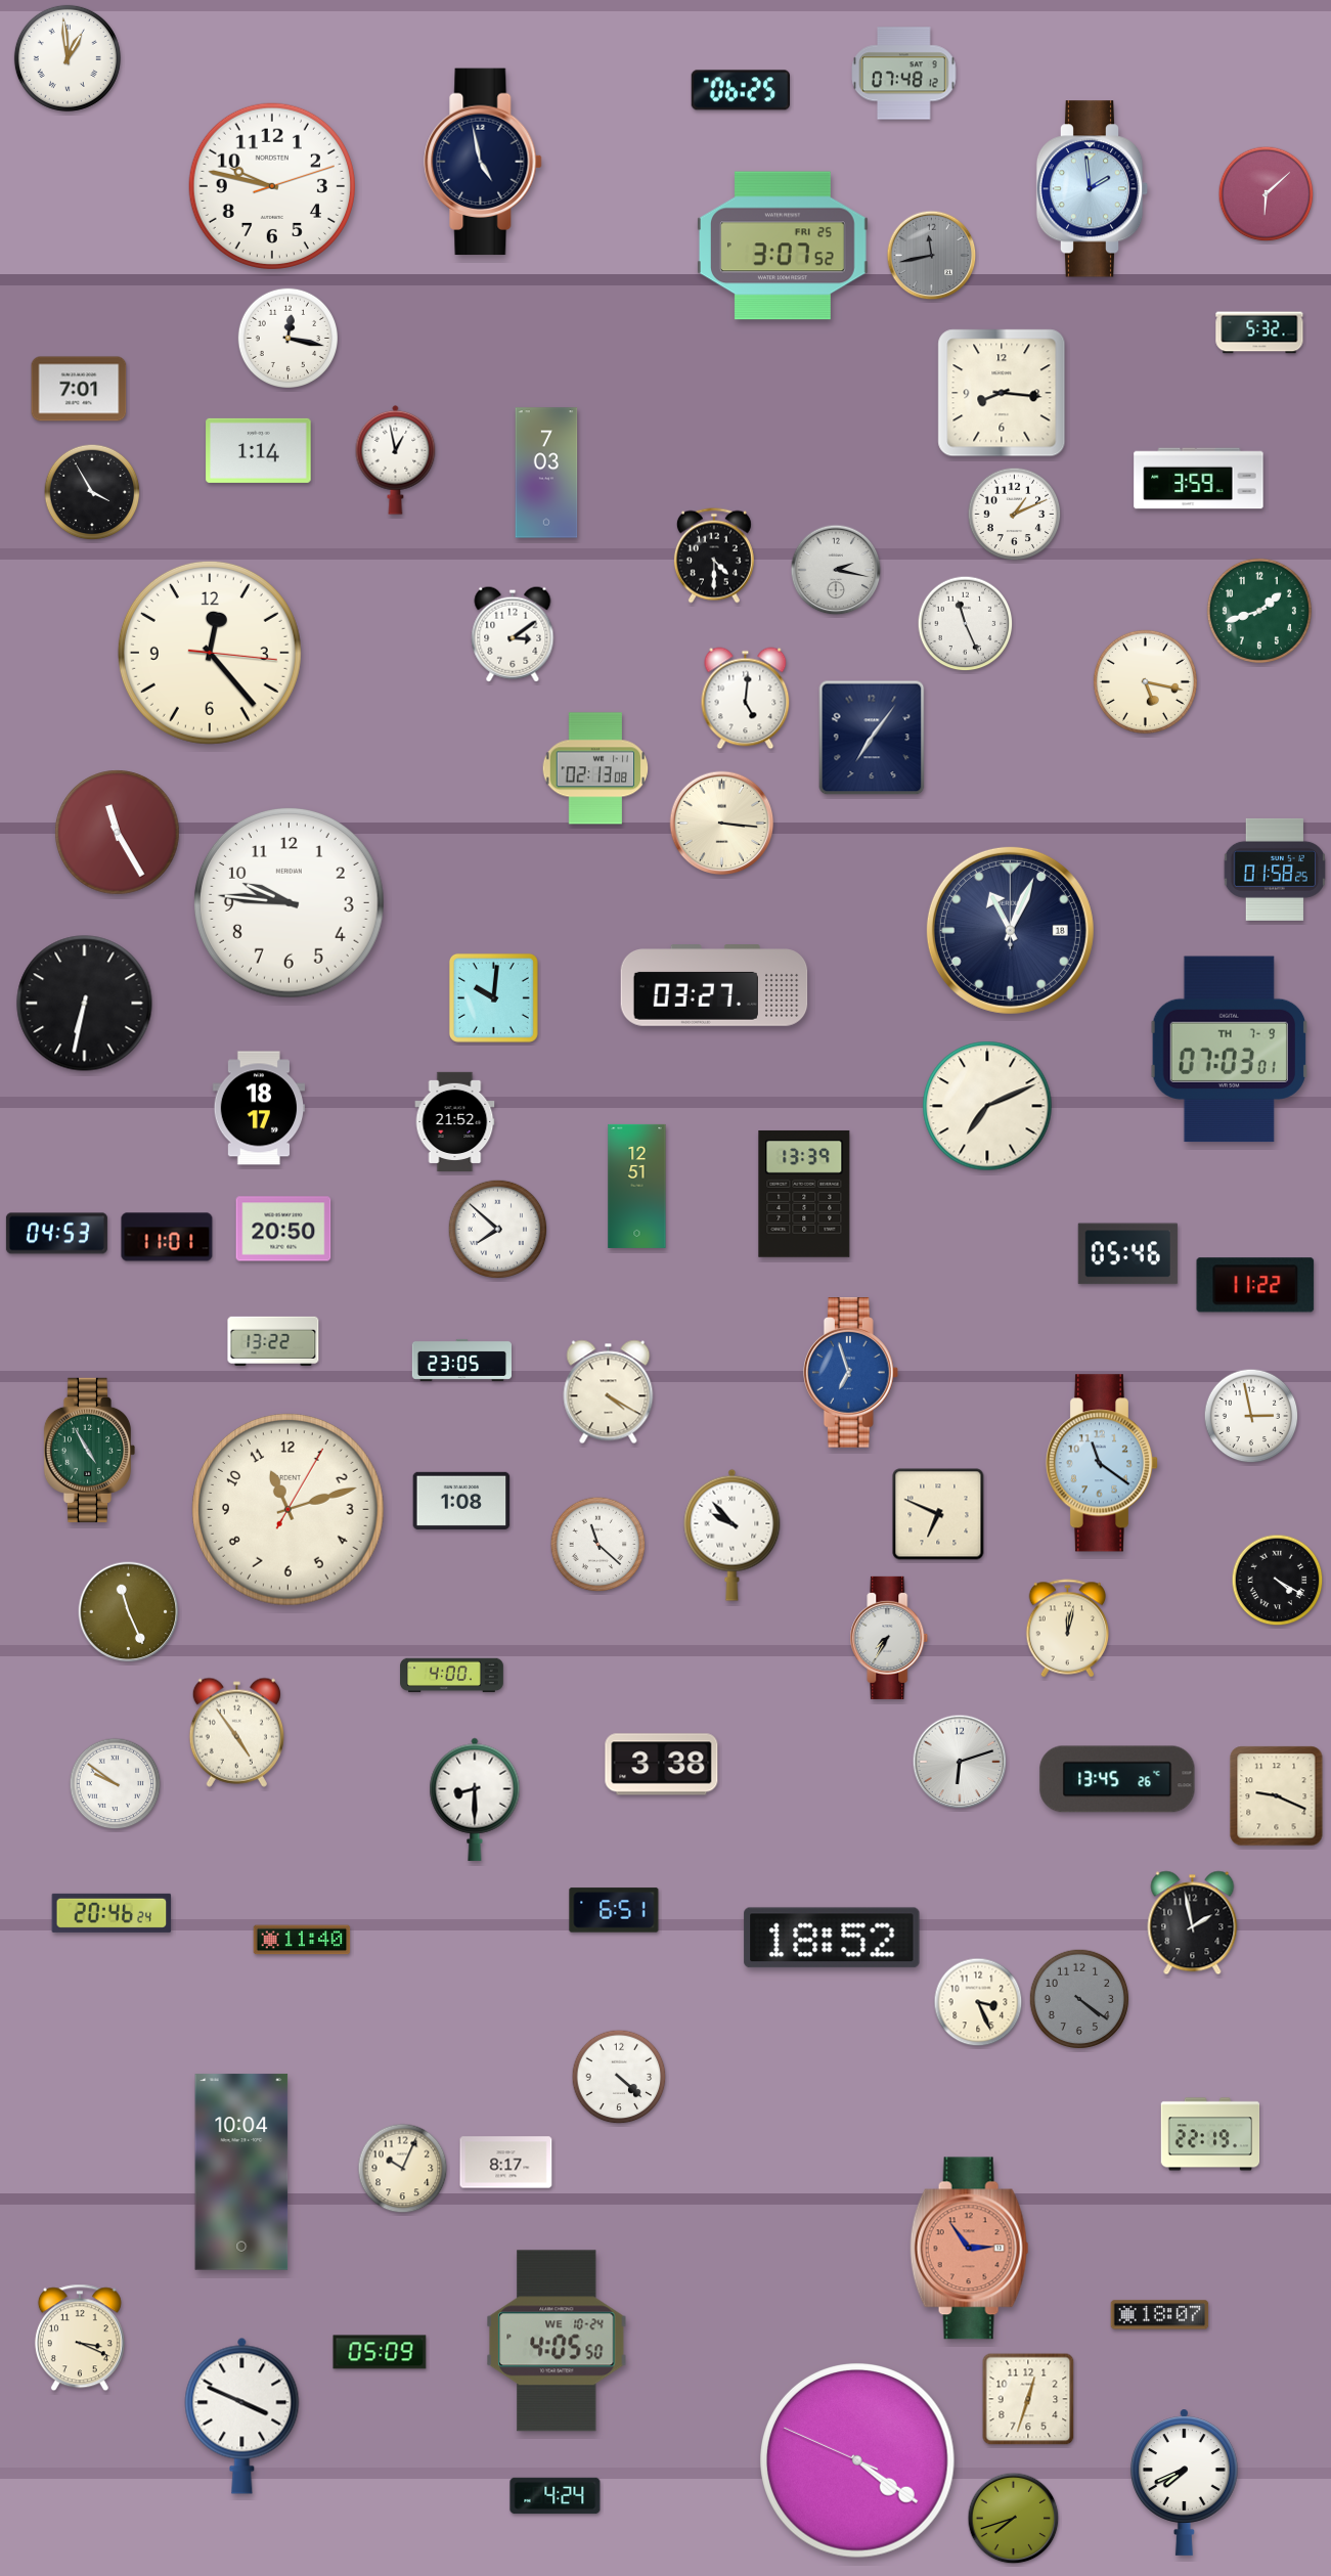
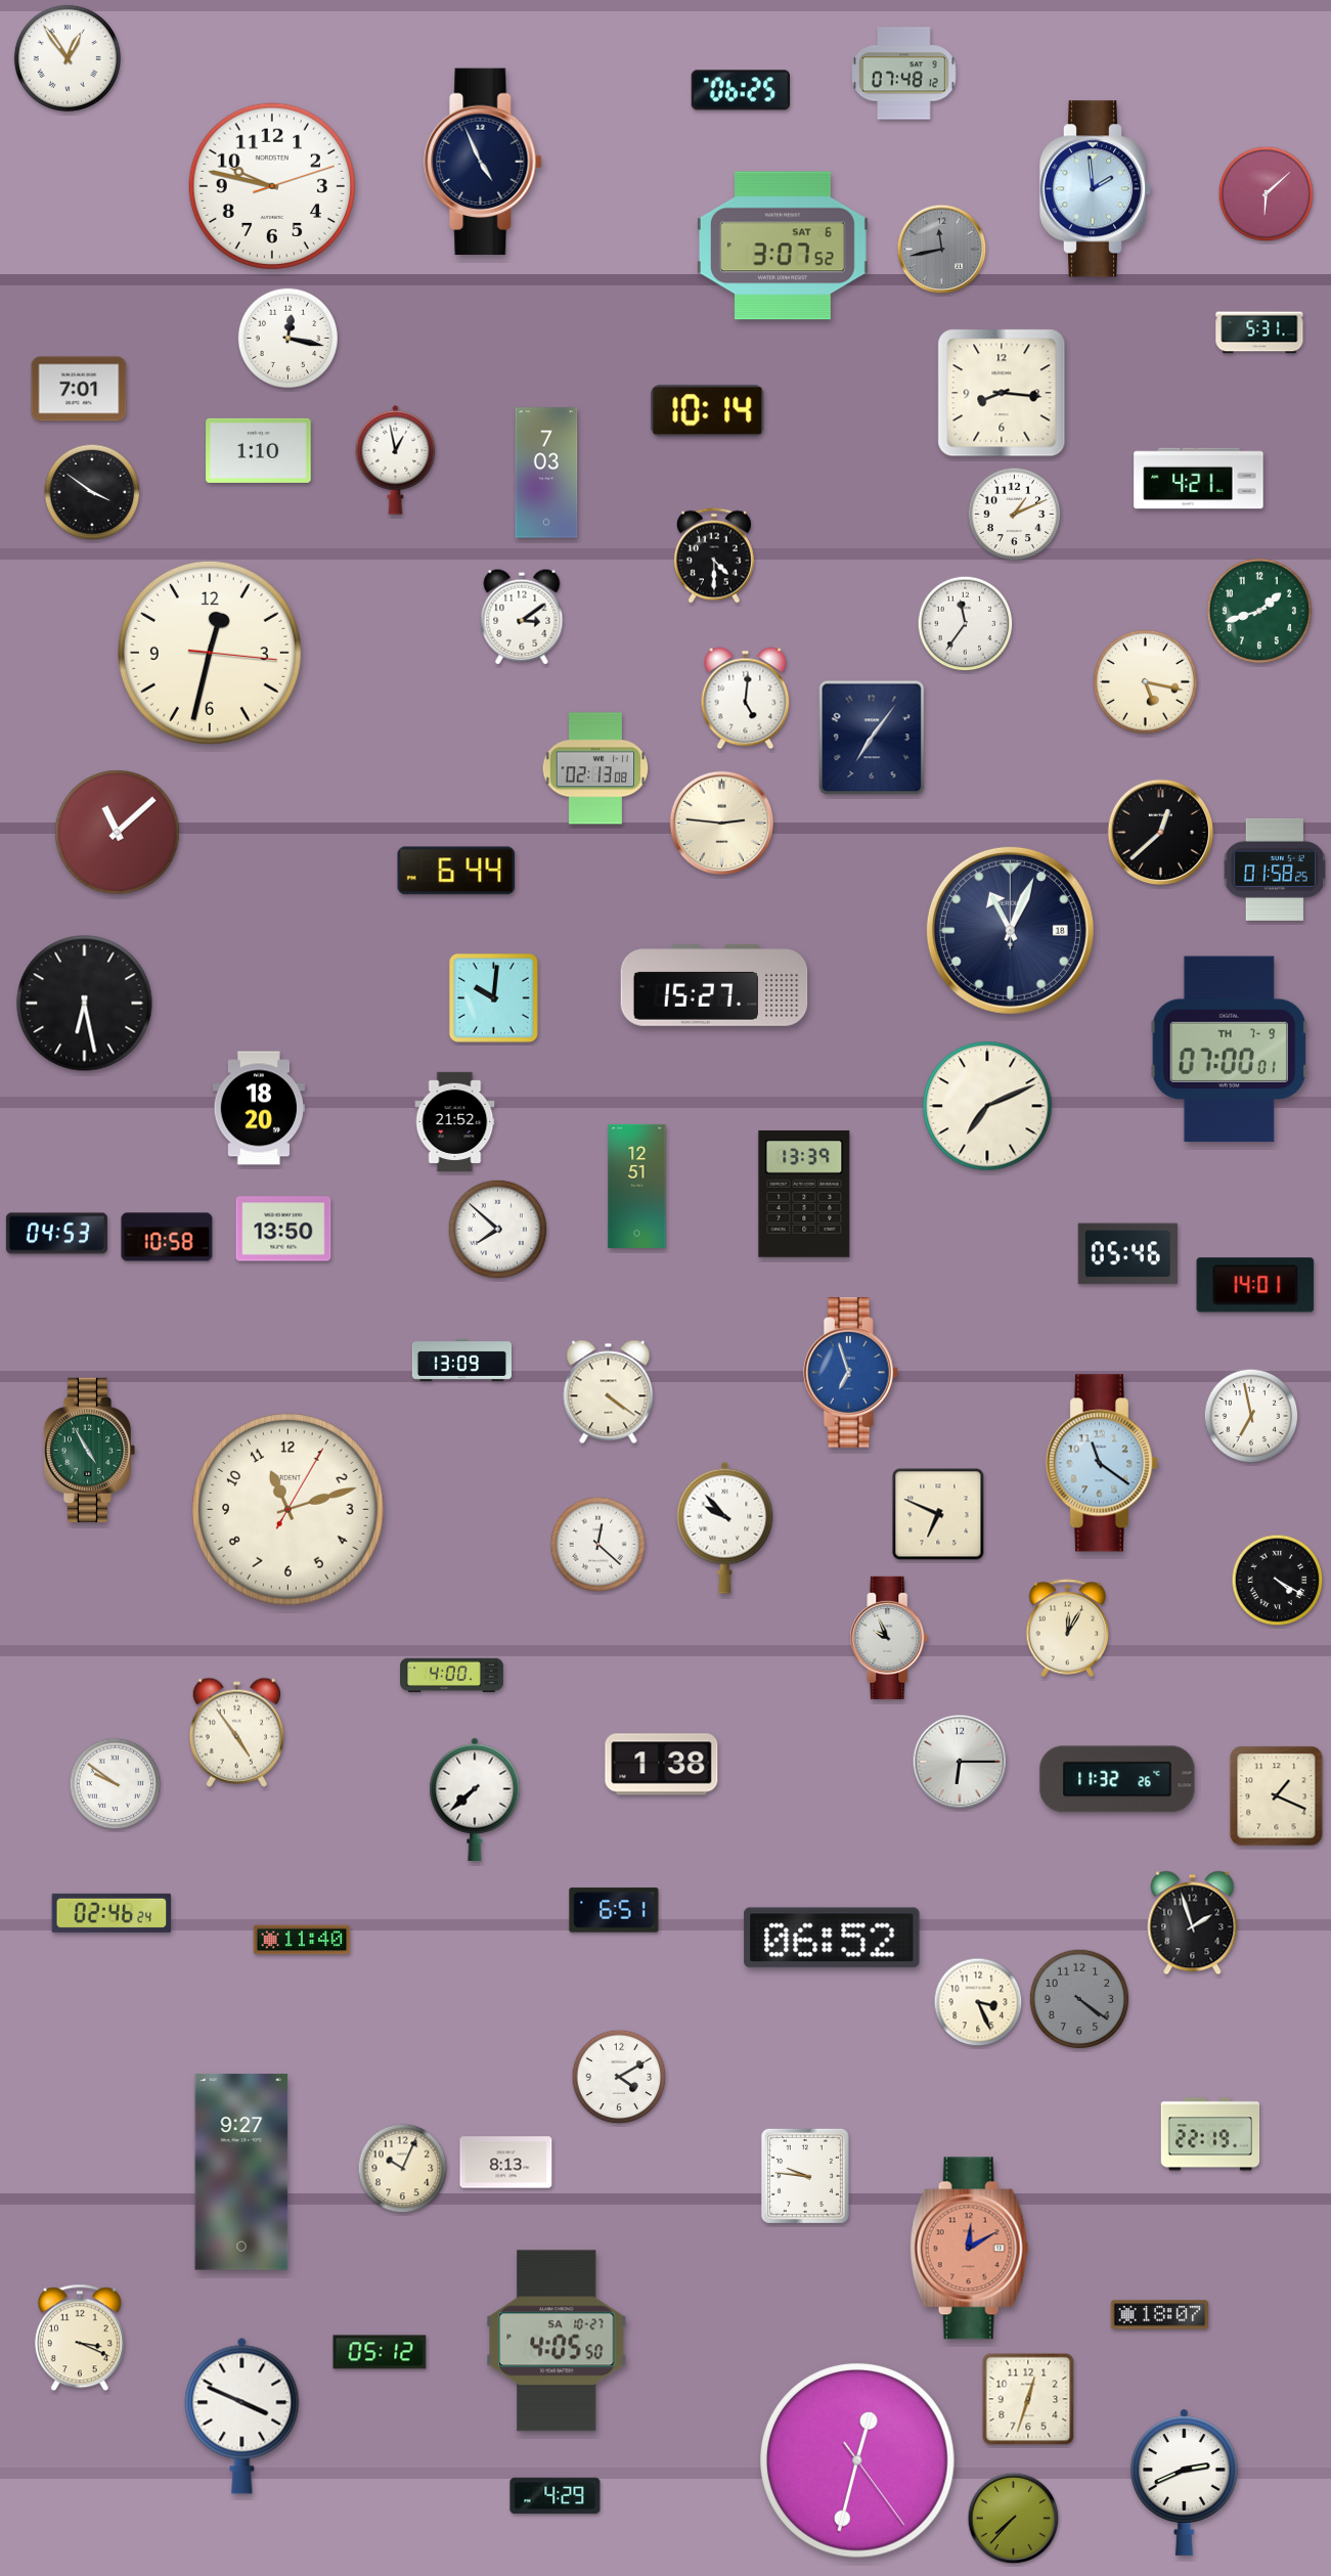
clock at (68, 58): 12:59 -> 12:54
clock at (483, 162): 4:58 -> 4:56
clock at (1093, 189) position: (1093, 189) -> (1096, 189)
clock at (783, 246) date: FRI 25 -> SAT 6
clock at (932, 256) position: (932, 256) -> (942, 250)
clock at (1259, 332): 5:32 -> 5:31
clock at (708, 411): none -> 10:14
clock at (259, 450): 1:14 -> 1:10
clock at (1199, 479): 3:59 -> 4:21
clock at (92, 492): 3:55 -> 3:51
clock at (836, 570): 2:17 -> none
clock at (966, 624): 11:26 -> 11:36
clock at (513, 634) position: (513, 634) -> (522, 617)
clock at (210, 653): 12:23 -> 12:32
clock at (722, 824): 3:16 -> 2:46
clock at (118, 833): 11:25 -> 11:08
clock at (1161, 833): none -> 12:38
clock at (456, 871): none -> 6:44
clock at (289, 902): 9:46 -> none
clock at (714, 985): 03:27 -> 15:27
clock at (85, 1004): 6:32 -> 6:28
clock at (1229, 1050): 07:03 -> 07:00
clock at (259, 1108): 18:17 -> 18:20
clock at (283, 1229): 20:50 -> 13:50
clock at (167, 1237): 11:01 -> 10:58
clock at (1255, 1285): 11:22 -> 14:01
clock at (273, 1341): 13:22 -> none
clock at (461, 1360): 23:05 -> 13:09
clock at (609, 1392): 4:20 -> 4:21
clock at (1251, 1416): 2:58 -> 6:58
clock at (461, 1501): 1:08 -> none
clock at (733, 1535) position: (733, 1535) -> (725, 1527)
clock at (598, 1545): 11:22 -> 12:22
clock at (129, 1612): 11:26 -> none
clock at (1068, 1629): 12:02 -> 12:05
clock at (889, 1638): 7:35 -> 9:56
clock at (960, 1762): 6:12 -> 6:15
clock at (662, 1765): 3:38 -> 1:38
clock at (1117, 1779): 13:45 -> 11:32
clock at (1277, 1796): 9:19 -> 1:19
clock at (475, 1800): 8:30 -> 7:38
clock at (112, 1913): 20:46 -> 02:46
clock at (1193, 1923): 1:58 -> 1:57
clock at (832, 1938): 18:52 -> 06:52
clock at (619, 2077): 4:22 -> 4:10
clock at (506, 2163): 8:17 -> 8:13
clock at (241, 2172): 10:04 -> 9:27
clock at (805, 2176): none -> 9:46
clock at (969, 2249): 2:54 -> 12:10
clock at (557, 2341) date: WE 10-24 -> SA 10-27
clock at (380, 2352): 05:09 -> 05:12
clock at (857, 2460): 4:20 -> 12:32
clock at (1184, 2482): 7:41 -> 2:41
clock at (556, 2496): 4:24 -> 4:29
clock at (1014, 2519): 7:42 -> 7:37
